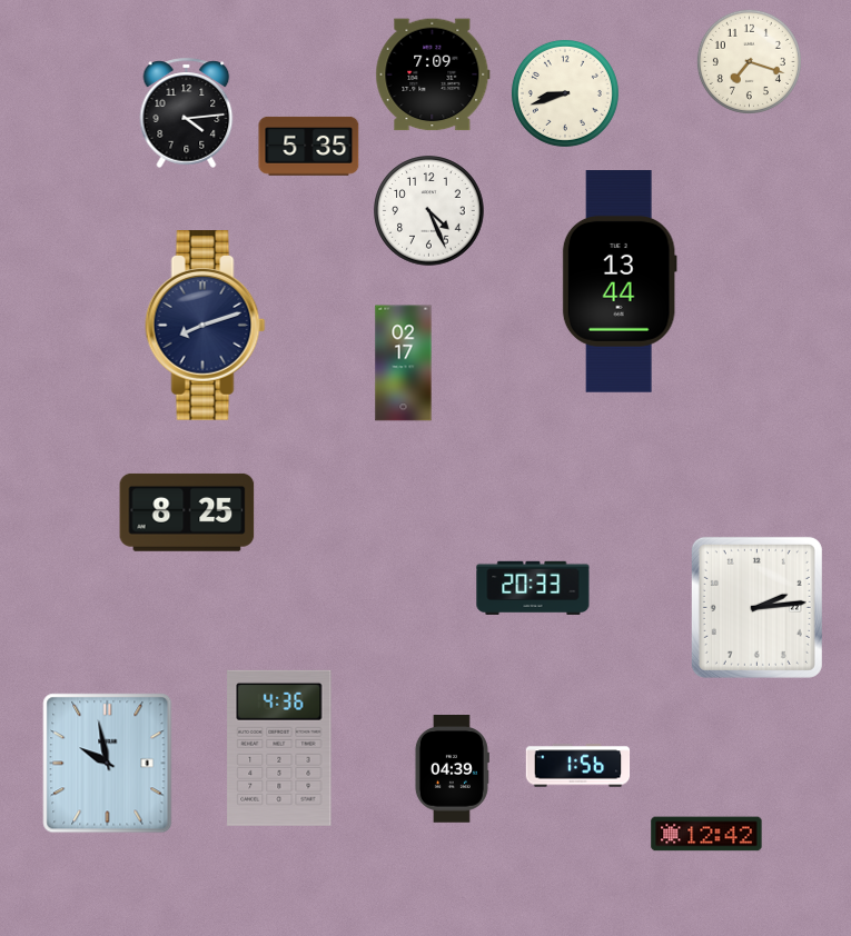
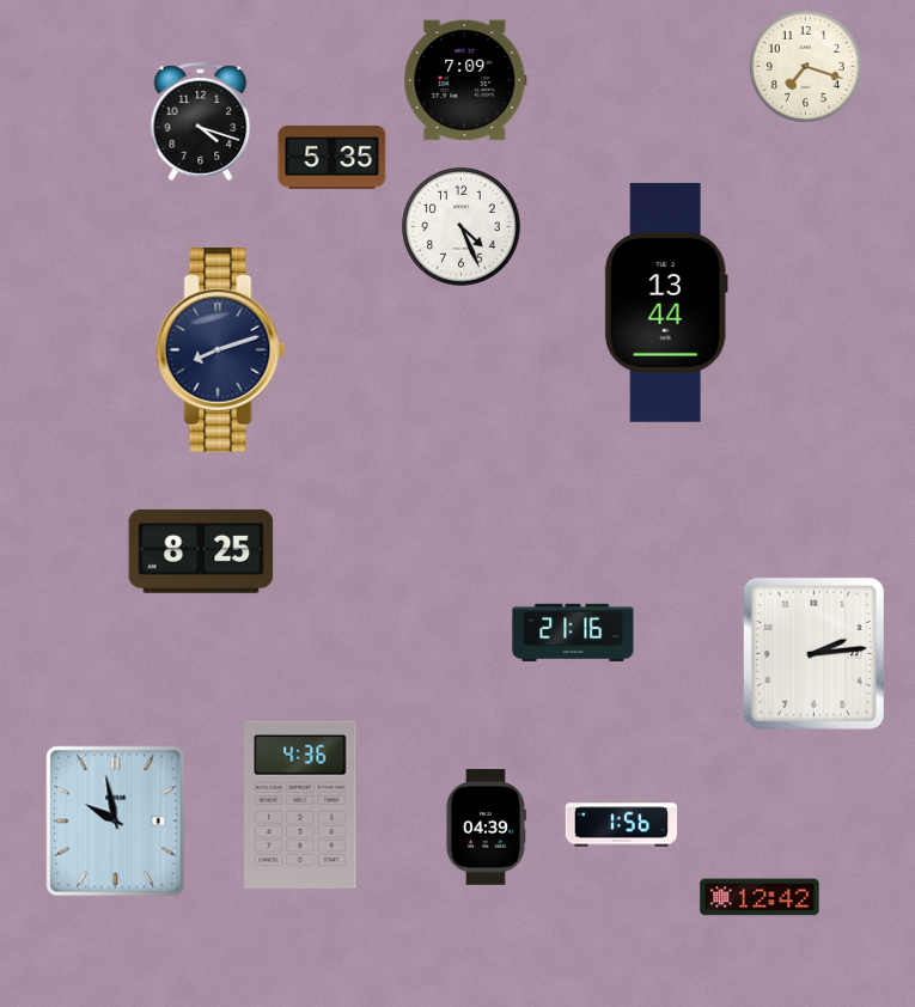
clock at (565, 93): 8:42 -> none
clock at (187, 112): 4:14 -> 4:18
clock at (404, 364): 02:17 -> none
clock at (533, 588): 20:33 -> 21:16
